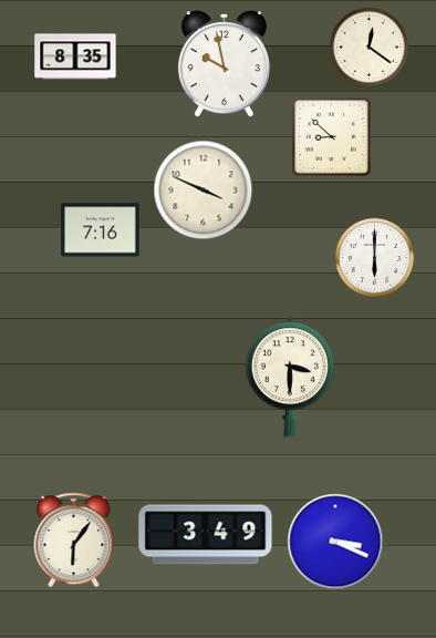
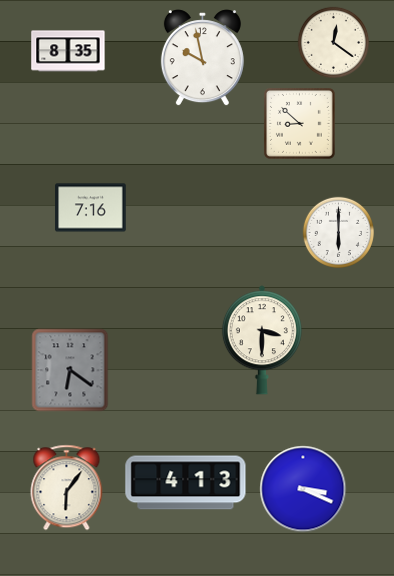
clock at (204, 191): 3:49 -> none
clock at (70, 370): none -> 6:21
clock at (206, 535): 3:49 -> 4:13
